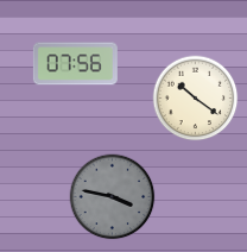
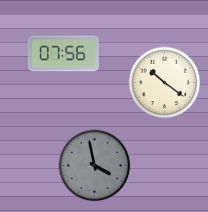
clock at (113, 197): 3:47 -> 3:58
